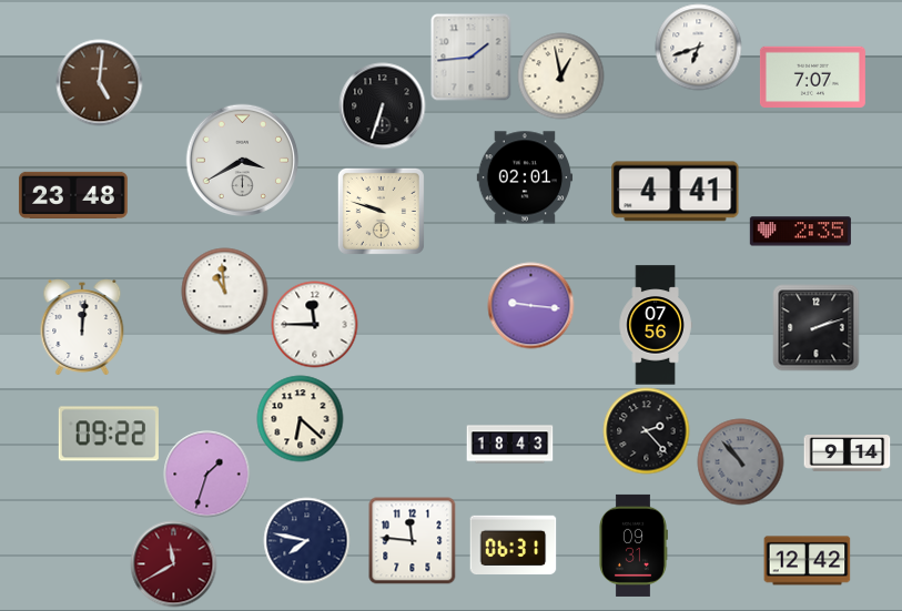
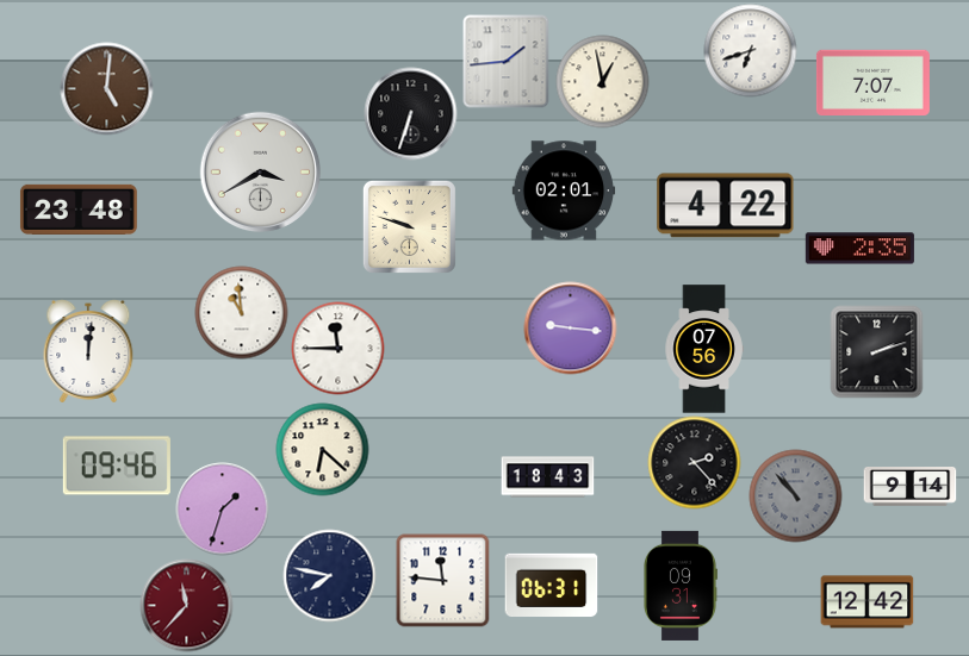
clock at (676, 192): 4:41 -> 4:22
clock at (109, 434): 09:22 -> 09:46
clock at (306, 540) position: (306, 540) -> (329, 575)
clock at (173, 563): 11:40 -> 11:37
